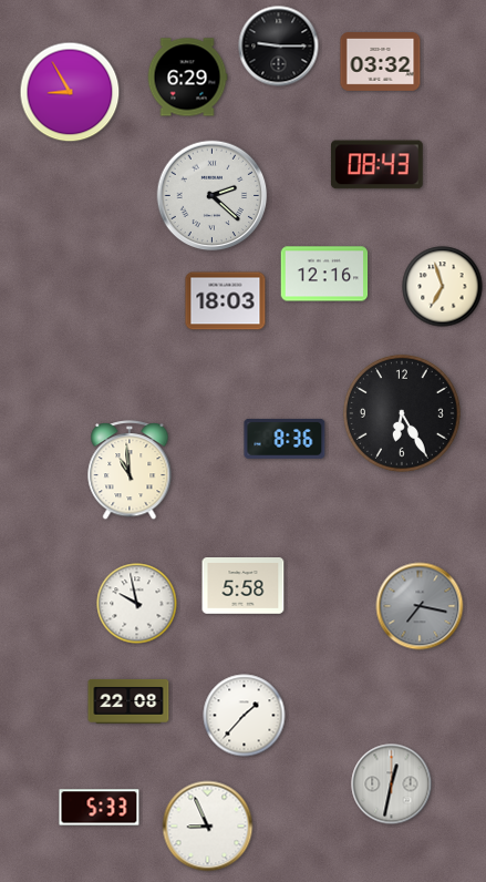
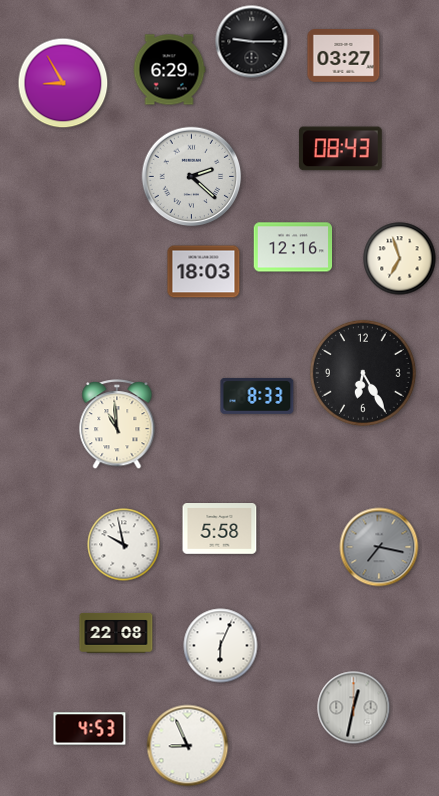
clock at (381, 62): 03:32 -> 03:27
clock at (285, 439): 8:36 -> 8:33
clock at (245, 716): 1:37 -> 6:04
clock at (100, 808): 5:33 -> 4:53
